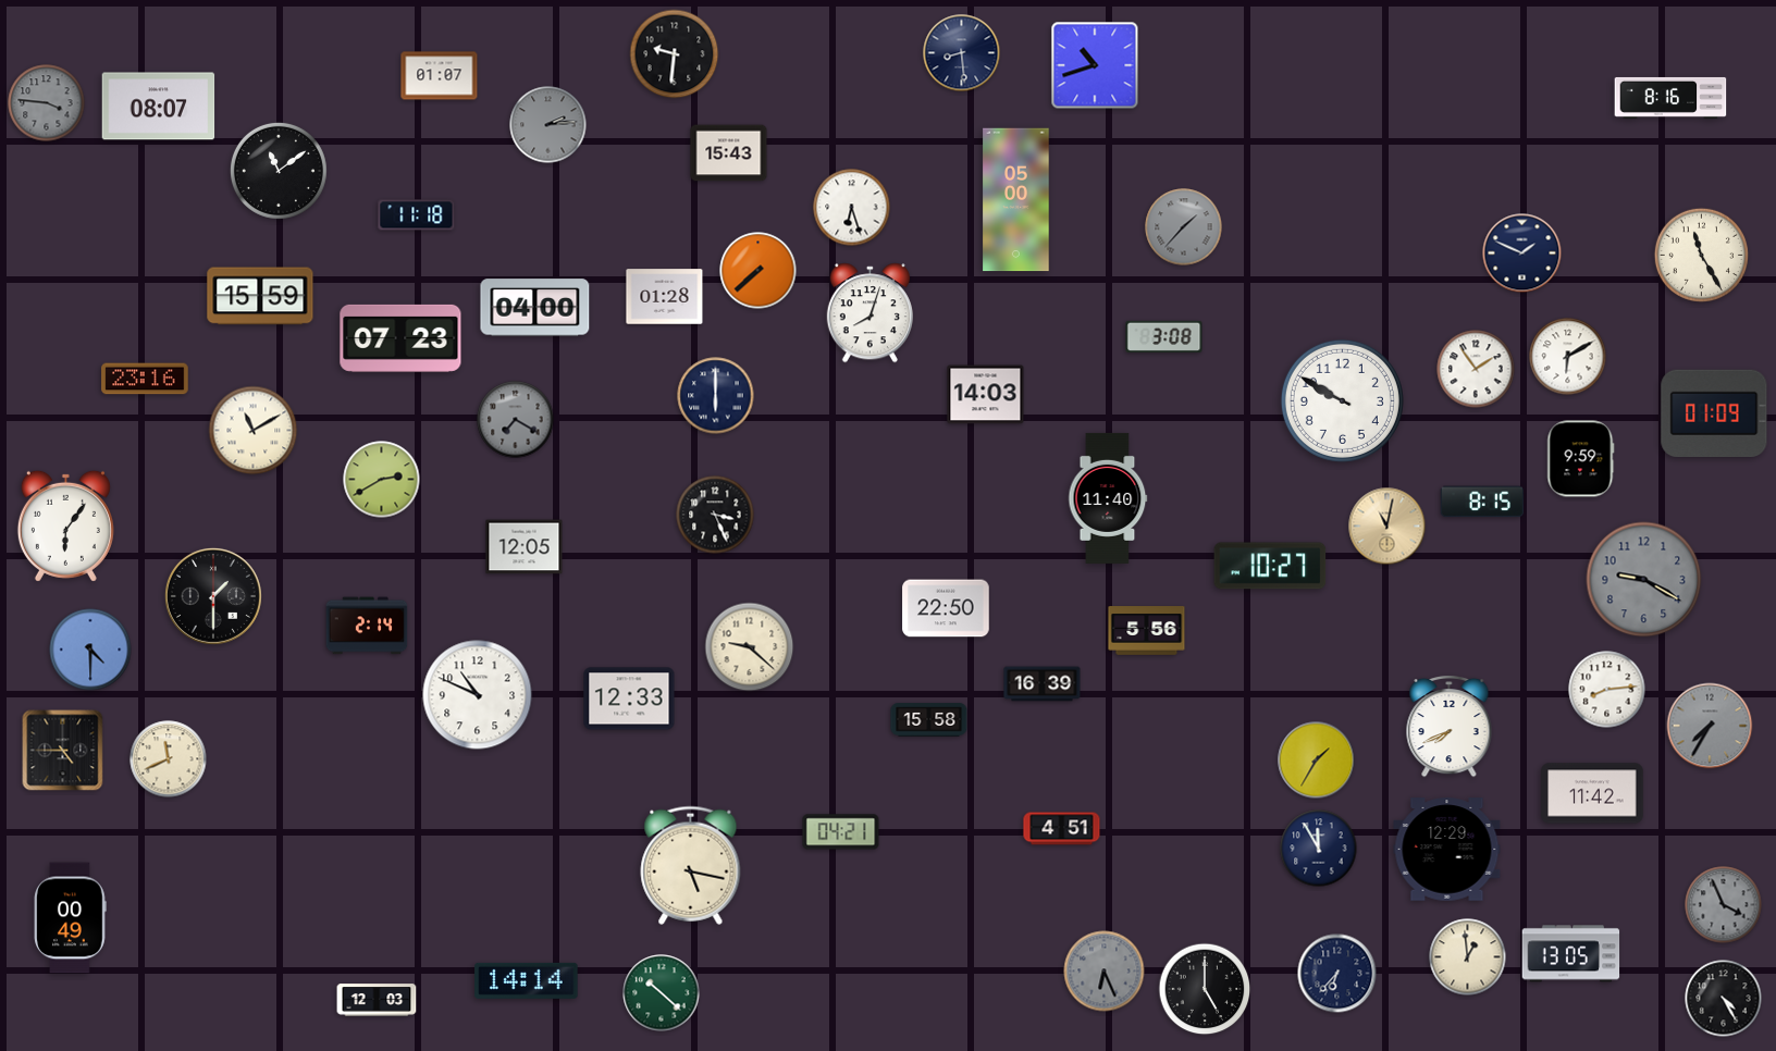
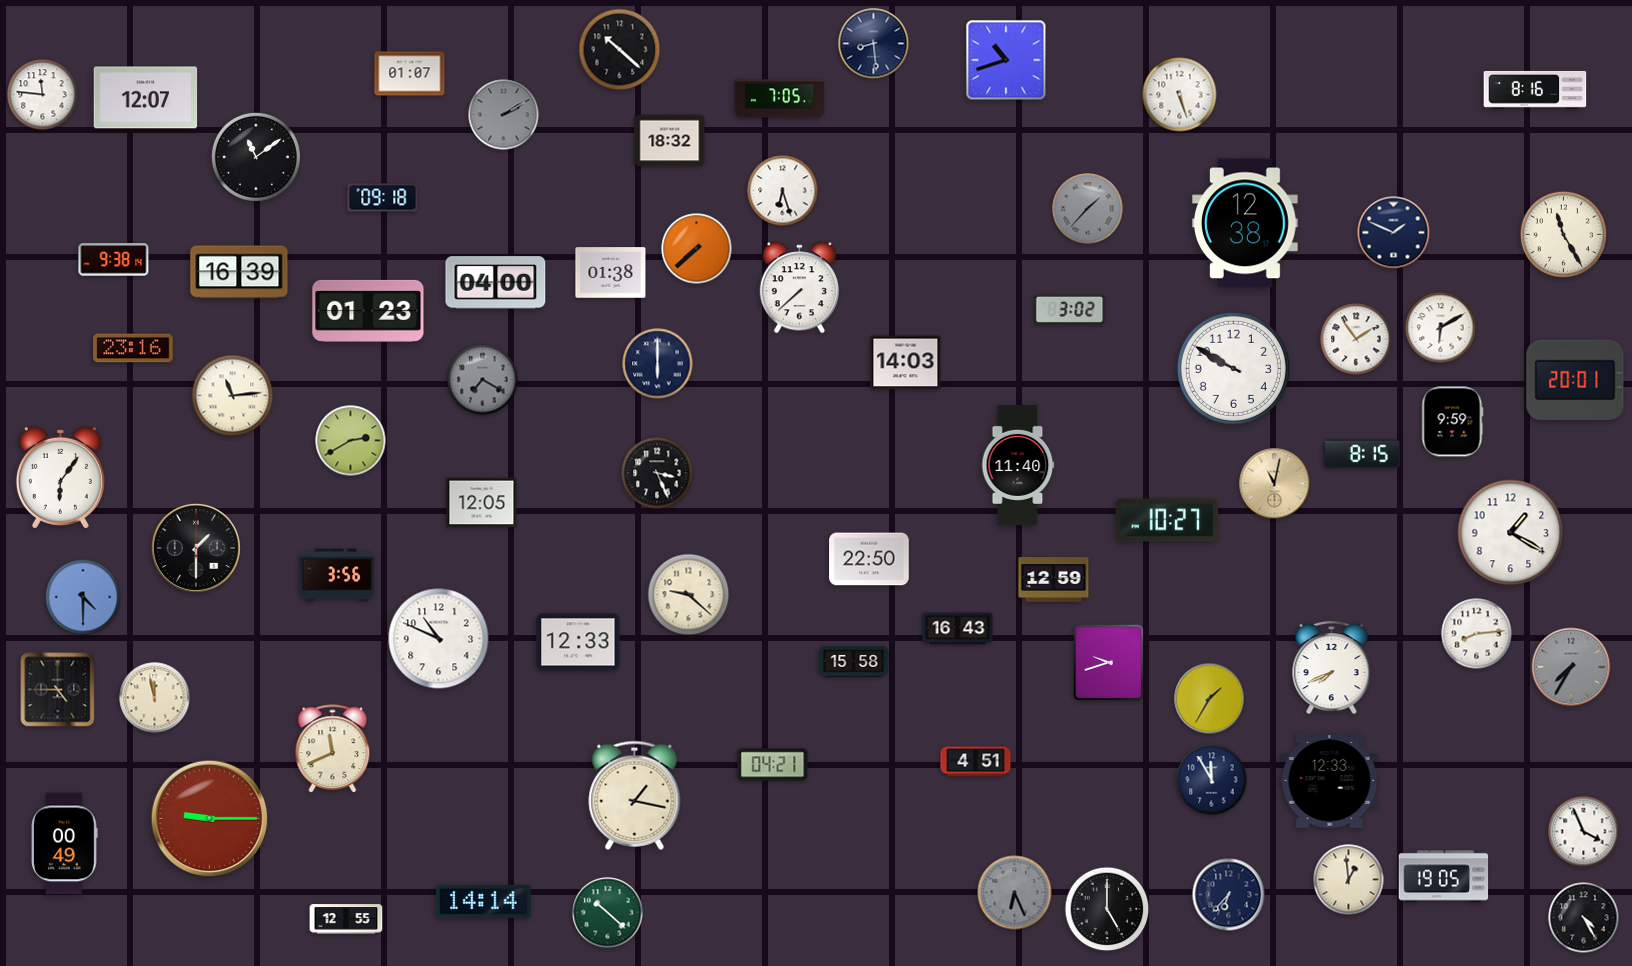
clock at (962, 53) position: (962, 53) -> (874, 44)
clock at (675, 54): 9:31 -> 10:22
clock at (440, 76) position: (440, 76) -> (410, 74)
clock at (47, 103): 3:46 -> 11:46
clock at (47, 103) dial: grey -> white
clock at (1180, 95): none -> 5:27
clock at (159, 107): 08:07 -> 12:07
clock at (780, 99): none -> 7:05
clock at (548, 125): 2:14 -> 2:10
clock at (729, 153): 15:43 -> 18:32
clock at (1016, 200): 05:00 -> none
clock at (417, 215): 11:18 -> 09:18
clock at (1245, 223): none -> 12:38
clock at (1522, 254) position: (1522, 254) -> (1394, 233)
clock at (114, 260): none -> 9:38
clock at (260, 296): 15:59 -> 16:39
clock at (665, 297): 01:28 -> 01:38
clock at (535, 308) position: (535, 308) -> (496, 283)
clock at (869, 313): 8:03 -> 7:38
clock at (1164, 336): 3:08 -> 3:02
clock at (400, 338): 07:23 -> 01:23
clock at (1714, 412): 01:09 -> 20:01
clock at (516, 420) position: (516, 420) -> (483, 380)
clock at (254, 431): 11:10 -> 11:14
clock at (1108, 498) position: (1108, 498) -> (1018, 465)
clock at (1482, 502) position: (1482, 502) -> (1362, 454)
clock at (65, 525) position: (65, 525) -> (60, 477)
clock at (1644, 580): 9:20 -> 1:20
clock at (1644, 580) dial: grey -> white
clock at (367, 626): 2:14 -> 3:56
clock at (1147, 631): 5:56 -> 12:59
clock at (1043, 684): 16:39 -> 16:43
clock at (1109, 663): none -> 9:42
clock at (169, 759): 11:41 -> 11:58
clock at (1592, 793): 11:42 -> none
clock at (333, 749): none -> 11:41
clock at (1447, 850): 12:29 -> 12:33
clock at (691, 865): 5:17 -> 1:17
clock at (210, 819): none -> 9:15
clock at (1724, 905) dial: grey -> white
clock at (1571, 954): 13:05 -> 19:05
clock at (377, 1000): 12:03 -> 12:55
